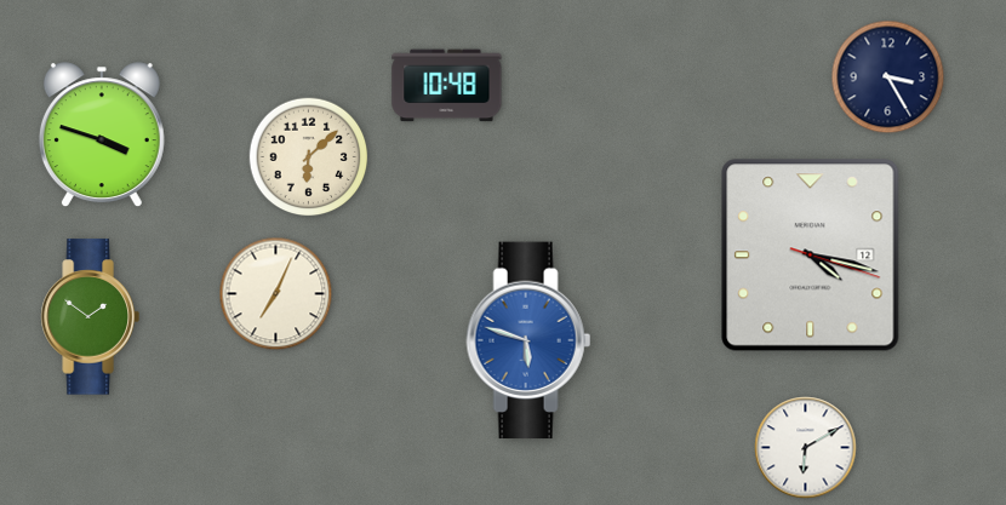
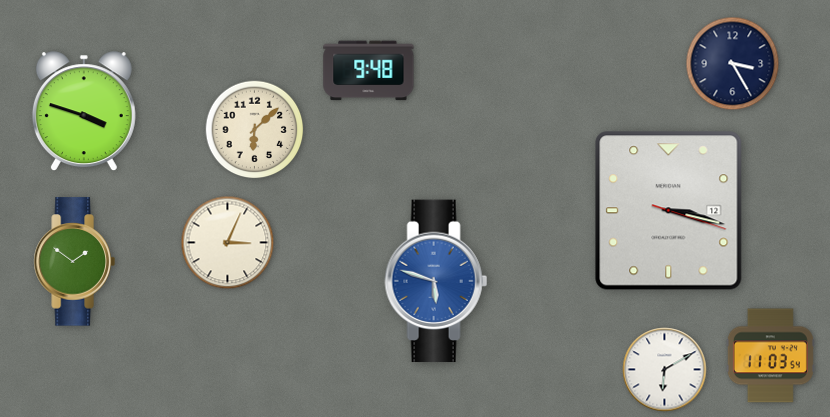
clock at (447, 86): 10:48 -> 9:48
clock at (811, 256): 4:17 -> 3:17
clock at (276, 294): 7:04 -> 3:04
clock at (770, 356): none -> 11:03
